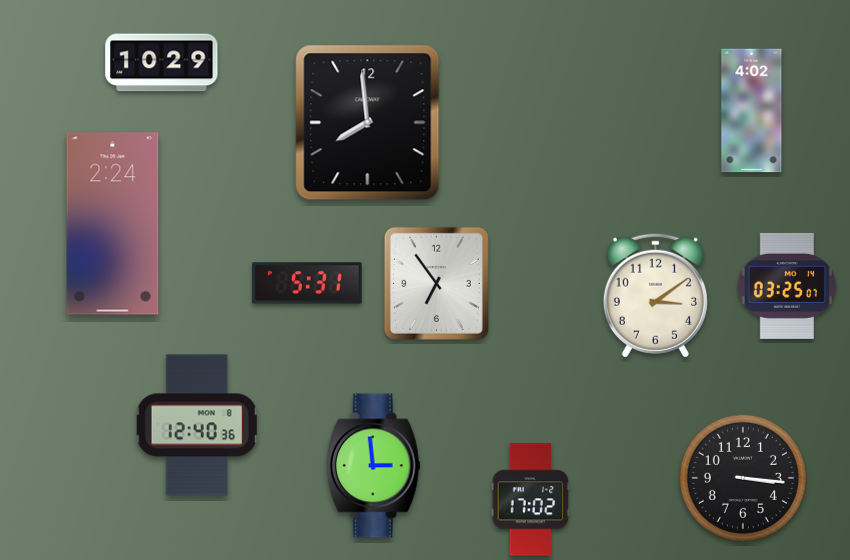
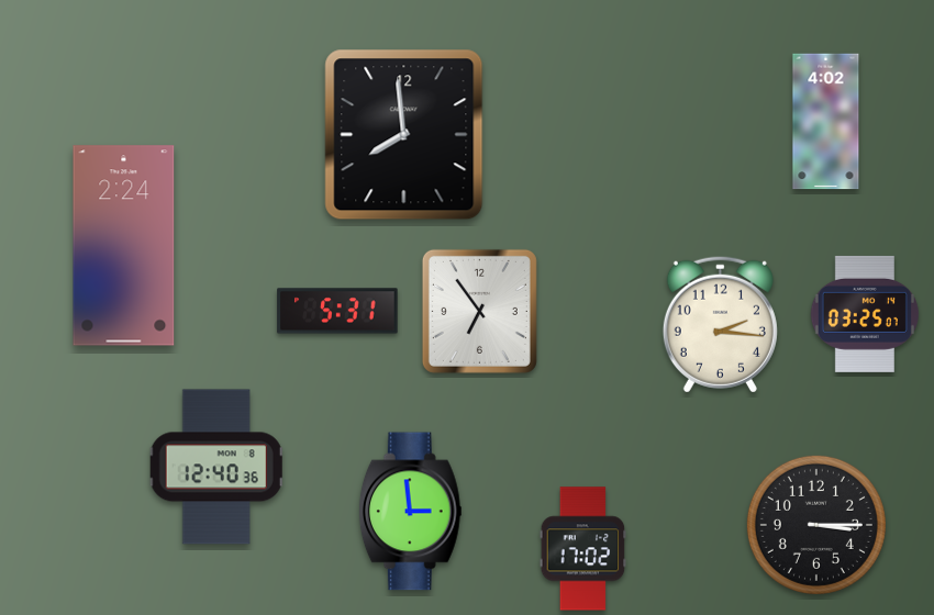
clock at (162, 63): 10:29 -> none
clock at (655, 295): 3:09 -> 2:16
clock at (743, 478): 3:16 -> 3:15
